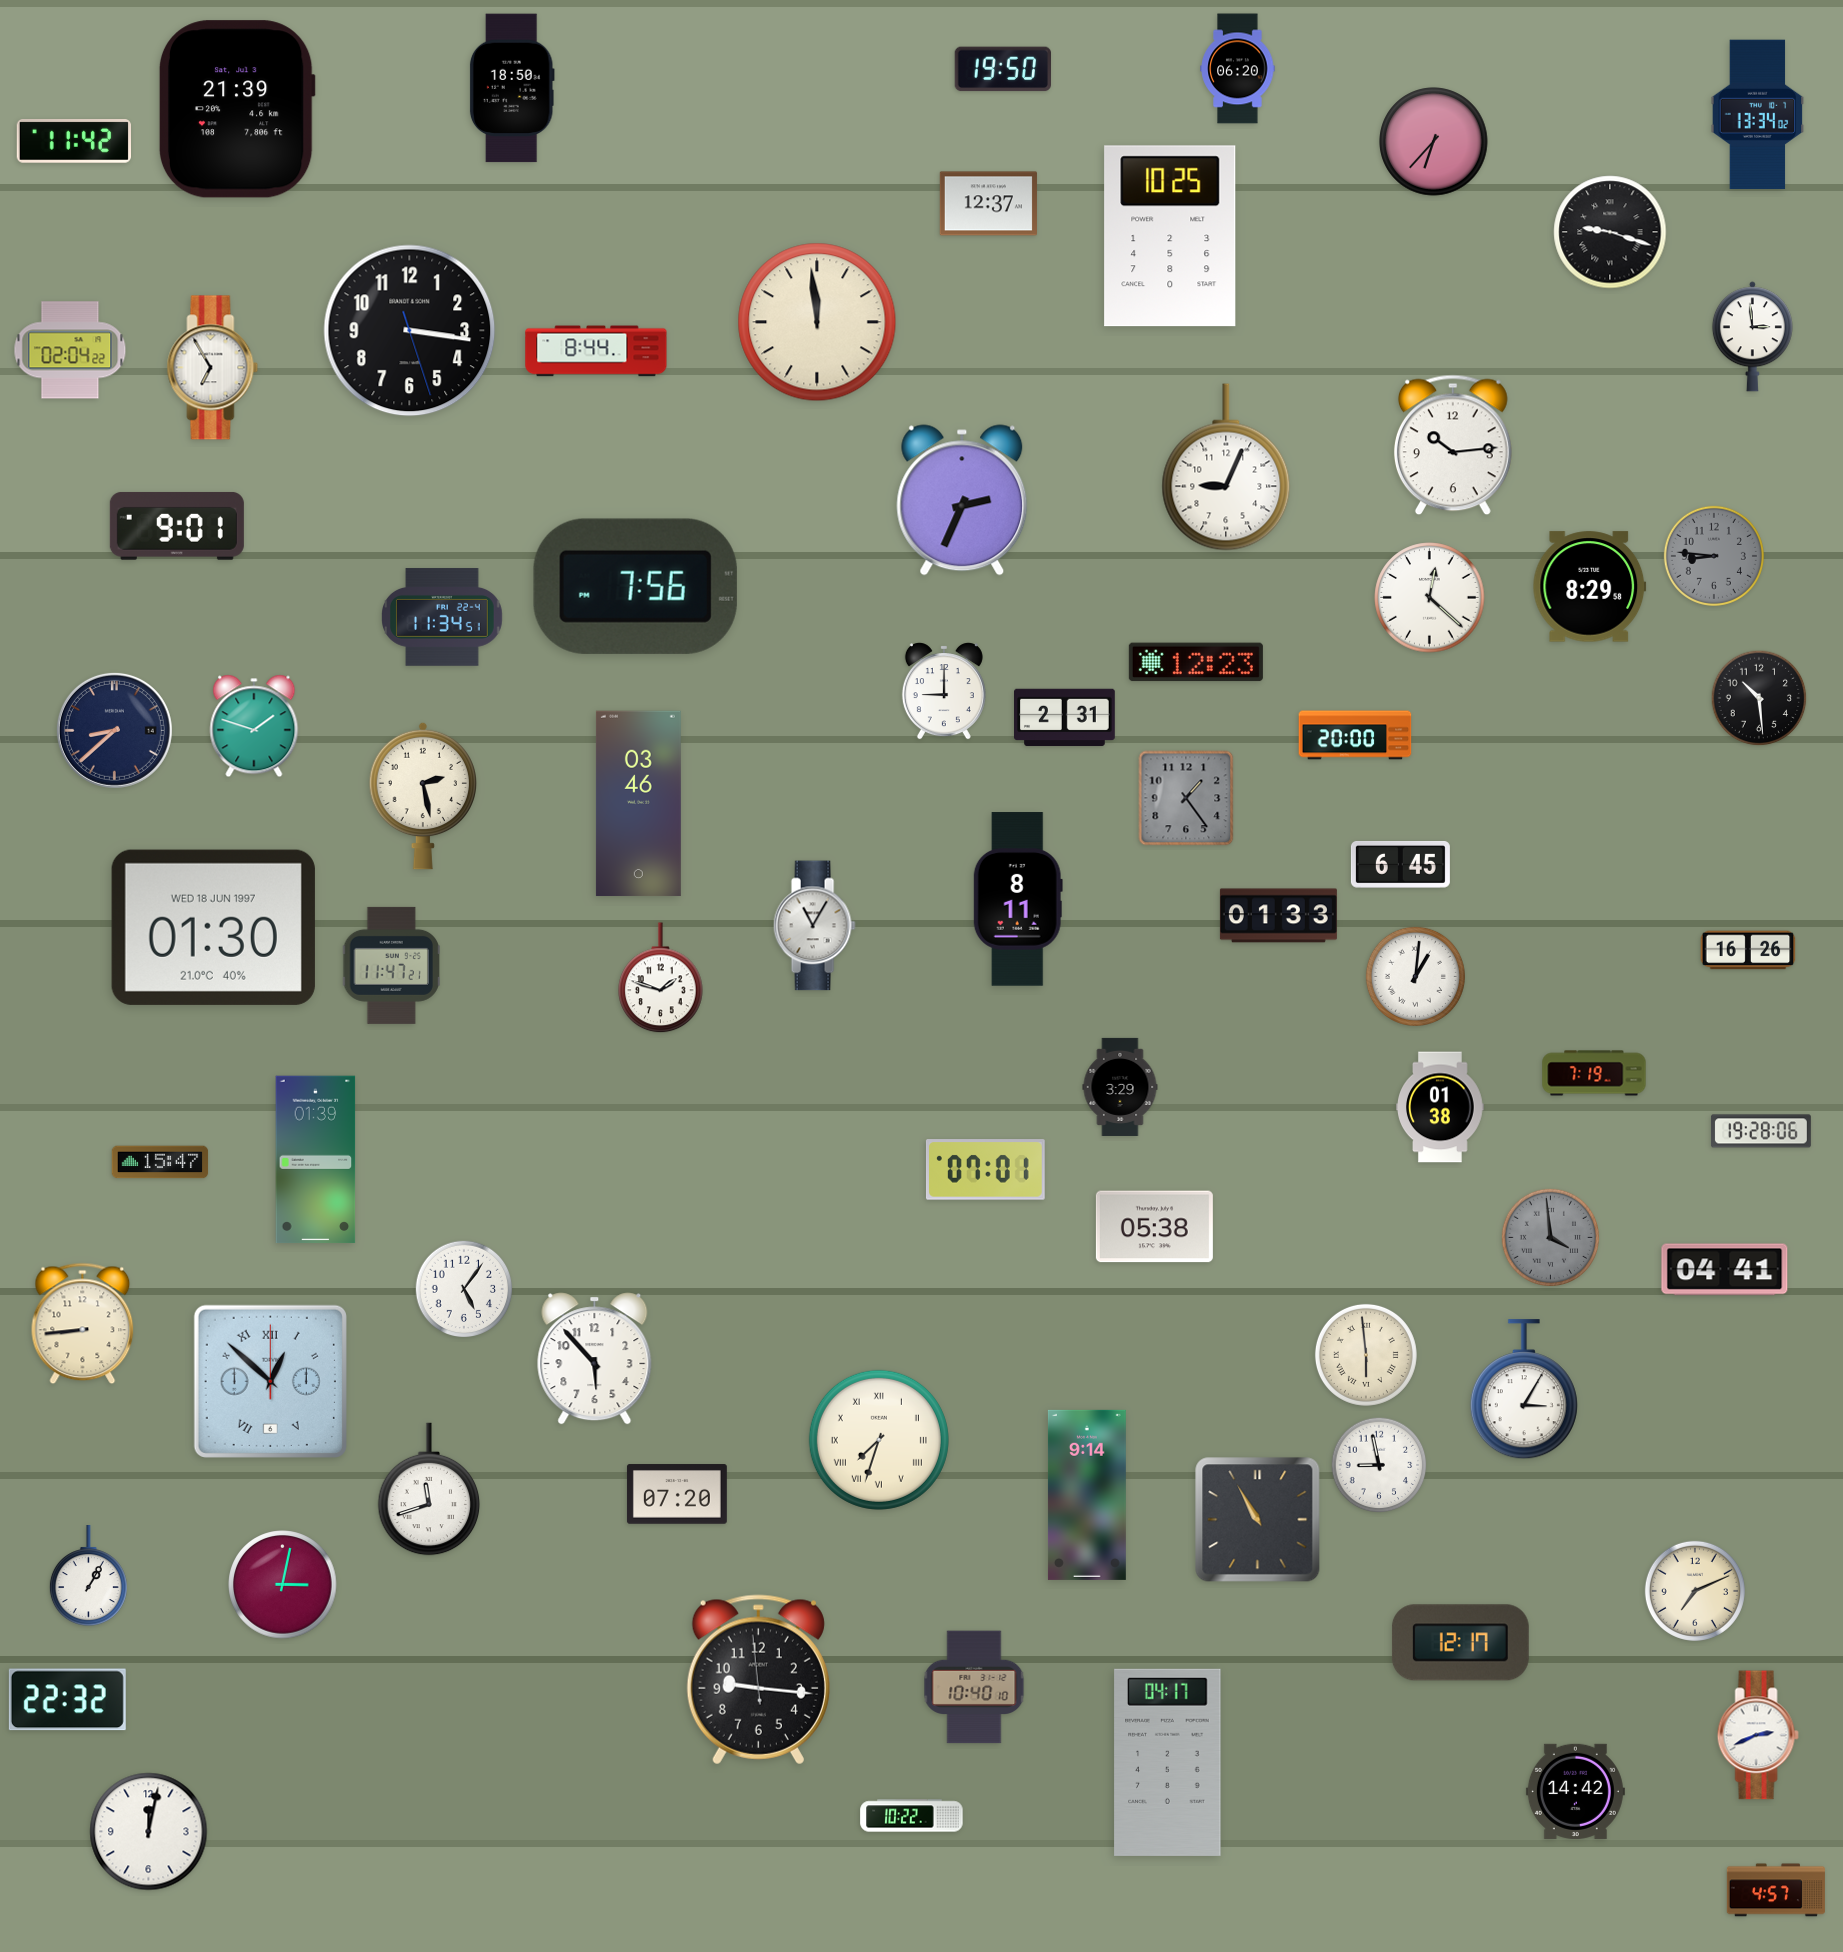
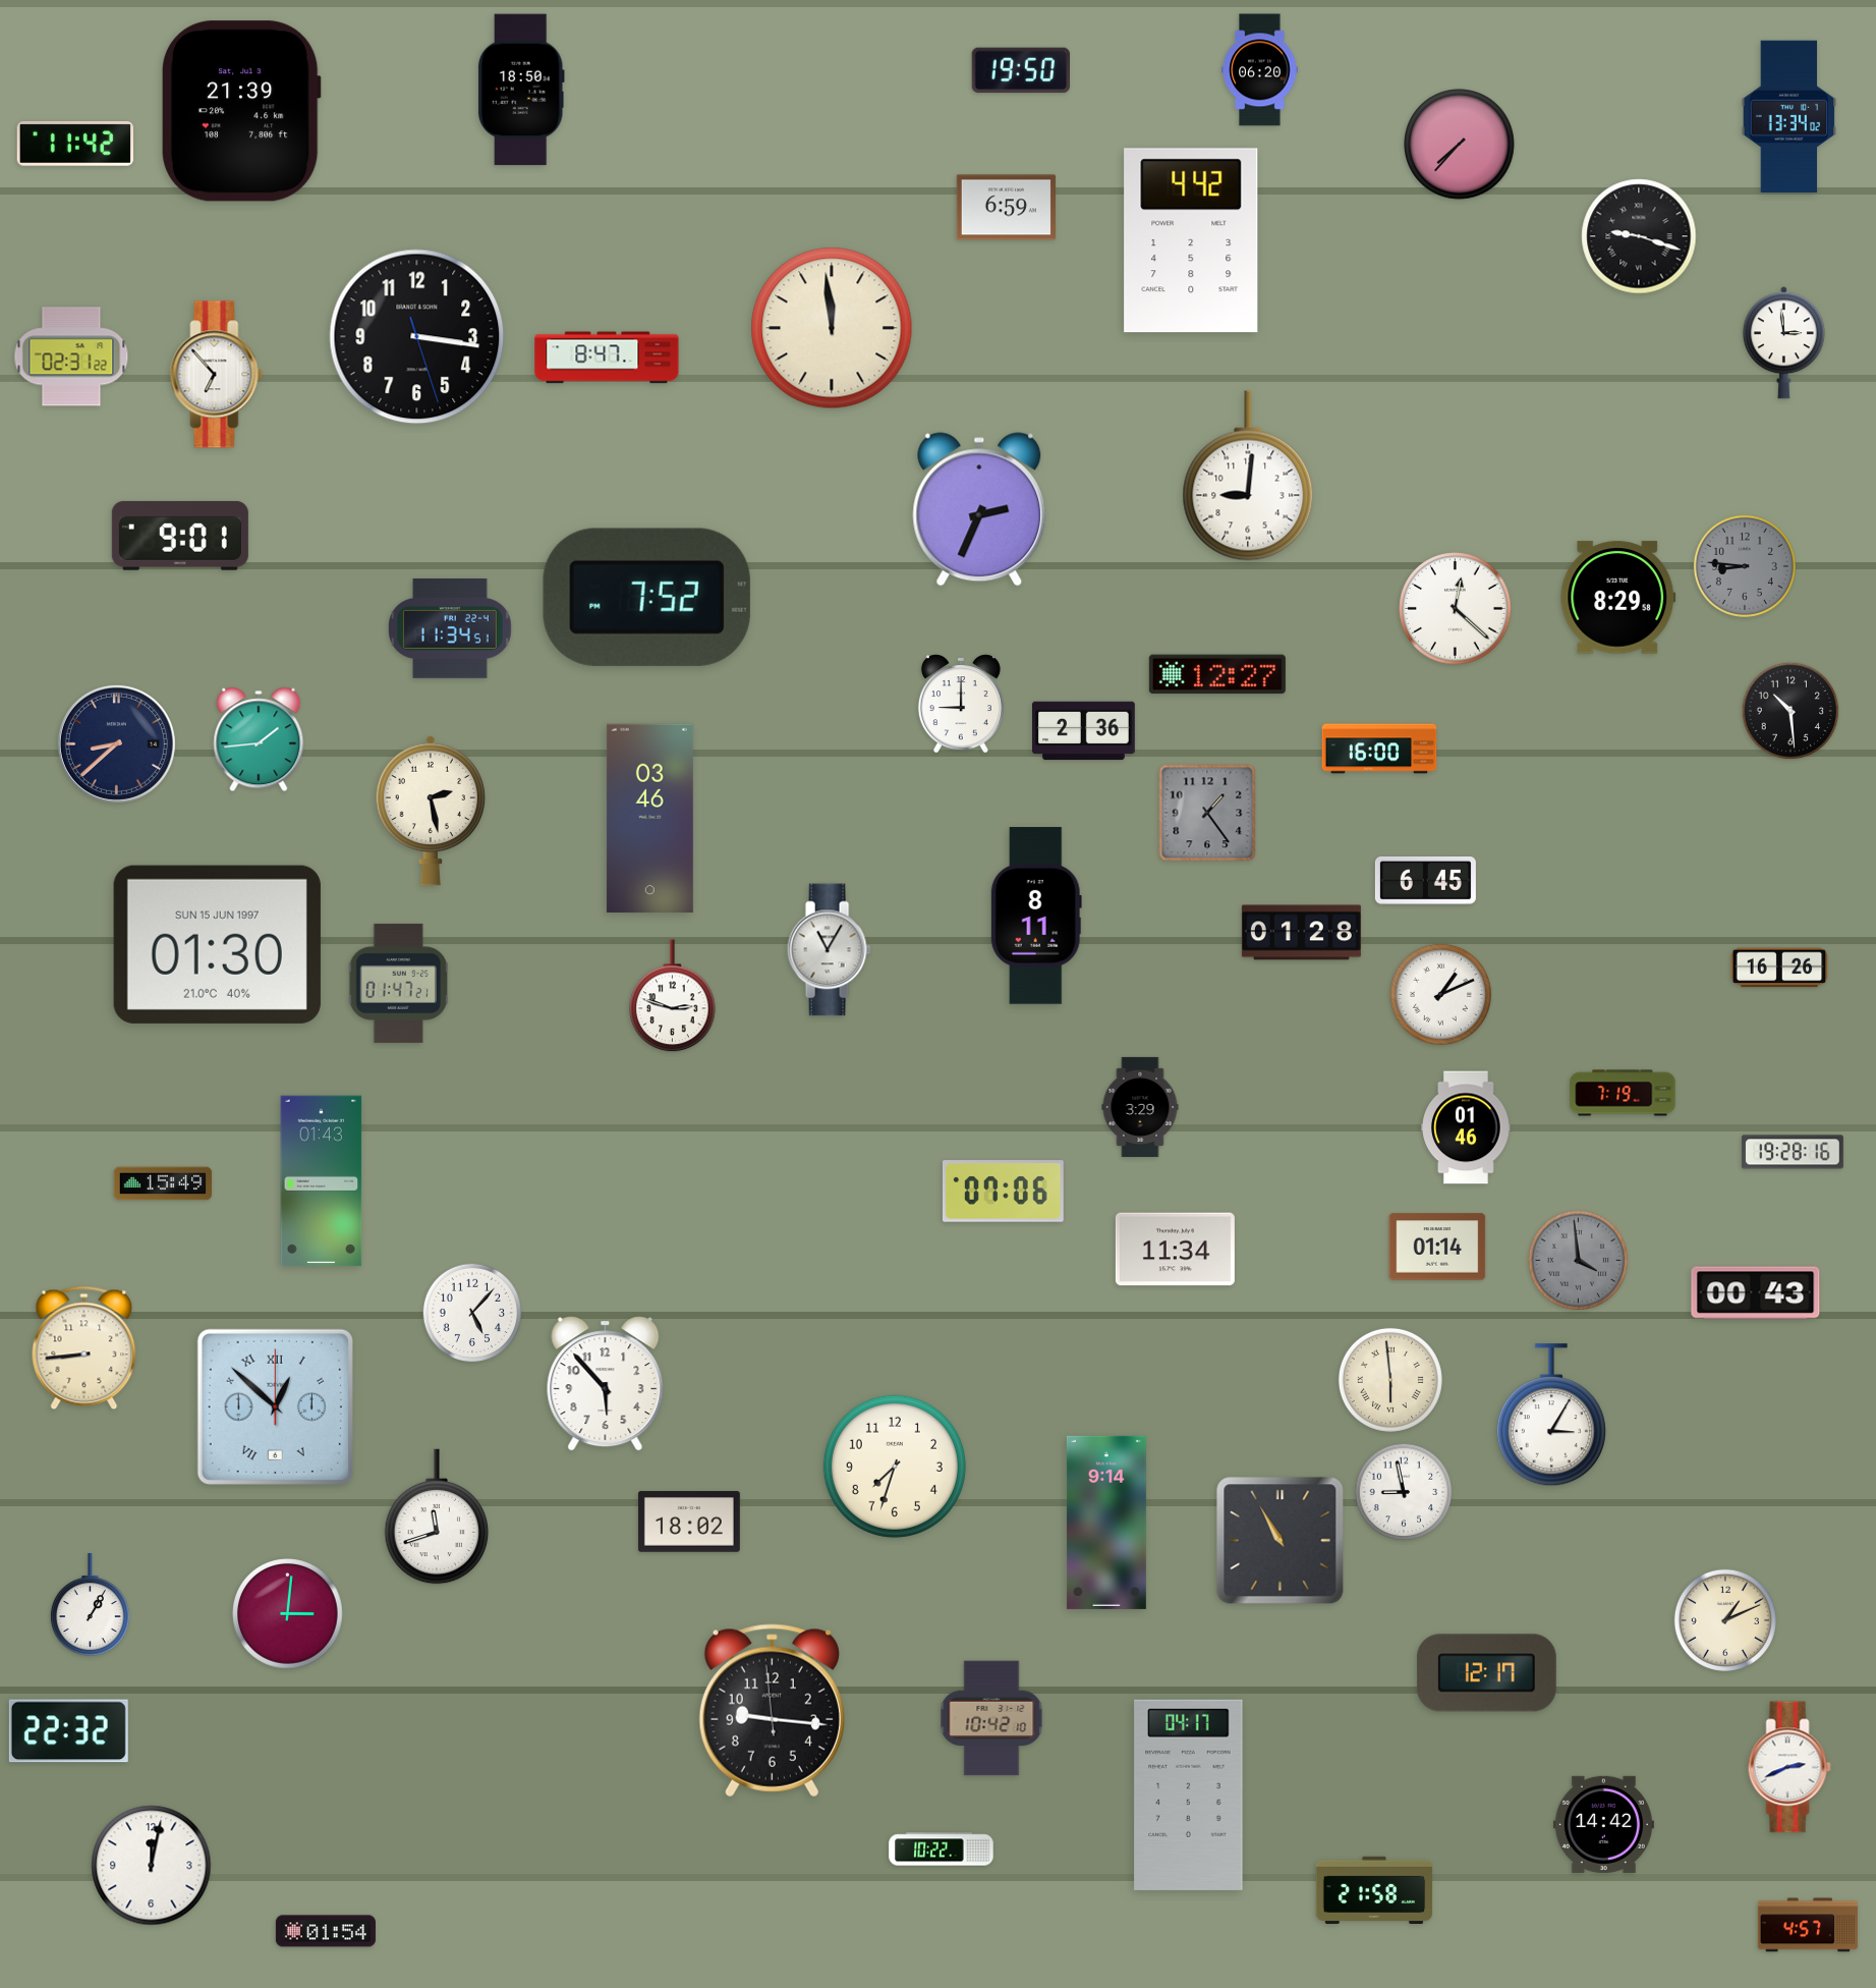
clock at (1434, 142): 6:37 -> 7:37
clock at (988, 204): 12:37 -> 6:59
clock at (1170, 236): 10:25 -> 4:42
clock at (70, 350): 02:04 -> 02:31
clock at (596, 351): 8:44 -> 8:47
clock at (213, 368): 6:55 -> 6:53
clock at (1453, 445): 10:14 -> none
clock at (1226, 467): 9:04 -> 9:01
clock at (635, 586): 7:56 -> 7:52
clock at (1196, 662): 12:23 -> 12:27
clock at (1065, 718): 2:31 -> 2:36
clock at (254, 726): 1:48 -> 1:44
clock at (1355, 735): 20:00 -> 16:00
clock at (1278, 916): 01:33 -> 01:28
clock at (814, 926) position: (814, 926) -> (829, 950)
clock at (213, 927) date: WED 18 JUN 1997 -> SUN 15 JUN 1997
clock at (391, 965): 11:47 -> 01:47
clock at (1415, 976): 1:01 -> 1:11
clock at (661, 978): 1:48 -> 2:48
clock at (1441, 1107): 01:38 -> 01:46
clock at (1761, 1131): 19:28:06 -> 19:28:16
clock at (316, 1160): 01:39 -> 01:43
clock at (160, 1162): 15:47 -> 15:49
clock at (986, 1170): 07:01 -> 07:06
clock at (1437, 1247): none -> 01:14
clock at (1154, 1227): 05:38 -> 11:34
clock at (1725, 1270): 04:41 -> 00:43
clock at (464, 1289): 5:06 -> 5:07
clock at (879, 1440) numerals: Roman -> Arabic
clock at (677, 1494): 07:20 -> 18:02
clock at (1258, 1520) position: (1258, 1520) -> (1281, 1541)
clock at (283, 1585): 3:02 -> 3:01
clock at (1695, 1591): 7:11 -> 1:11
clock at (974, 1687): 10:40 -> 10:42
clock at (912, 1816) position: (912, 1816) -> (942, 1849)
clock at (1374, 1889): none -> 21:58
clock at (326, 1931): none -> 01:54
